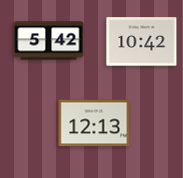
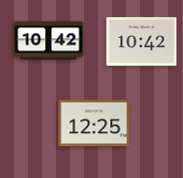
clock at (49, 41): 5:42 -> 10:42
clock at (94, 123): 12:13 -> 12:25
